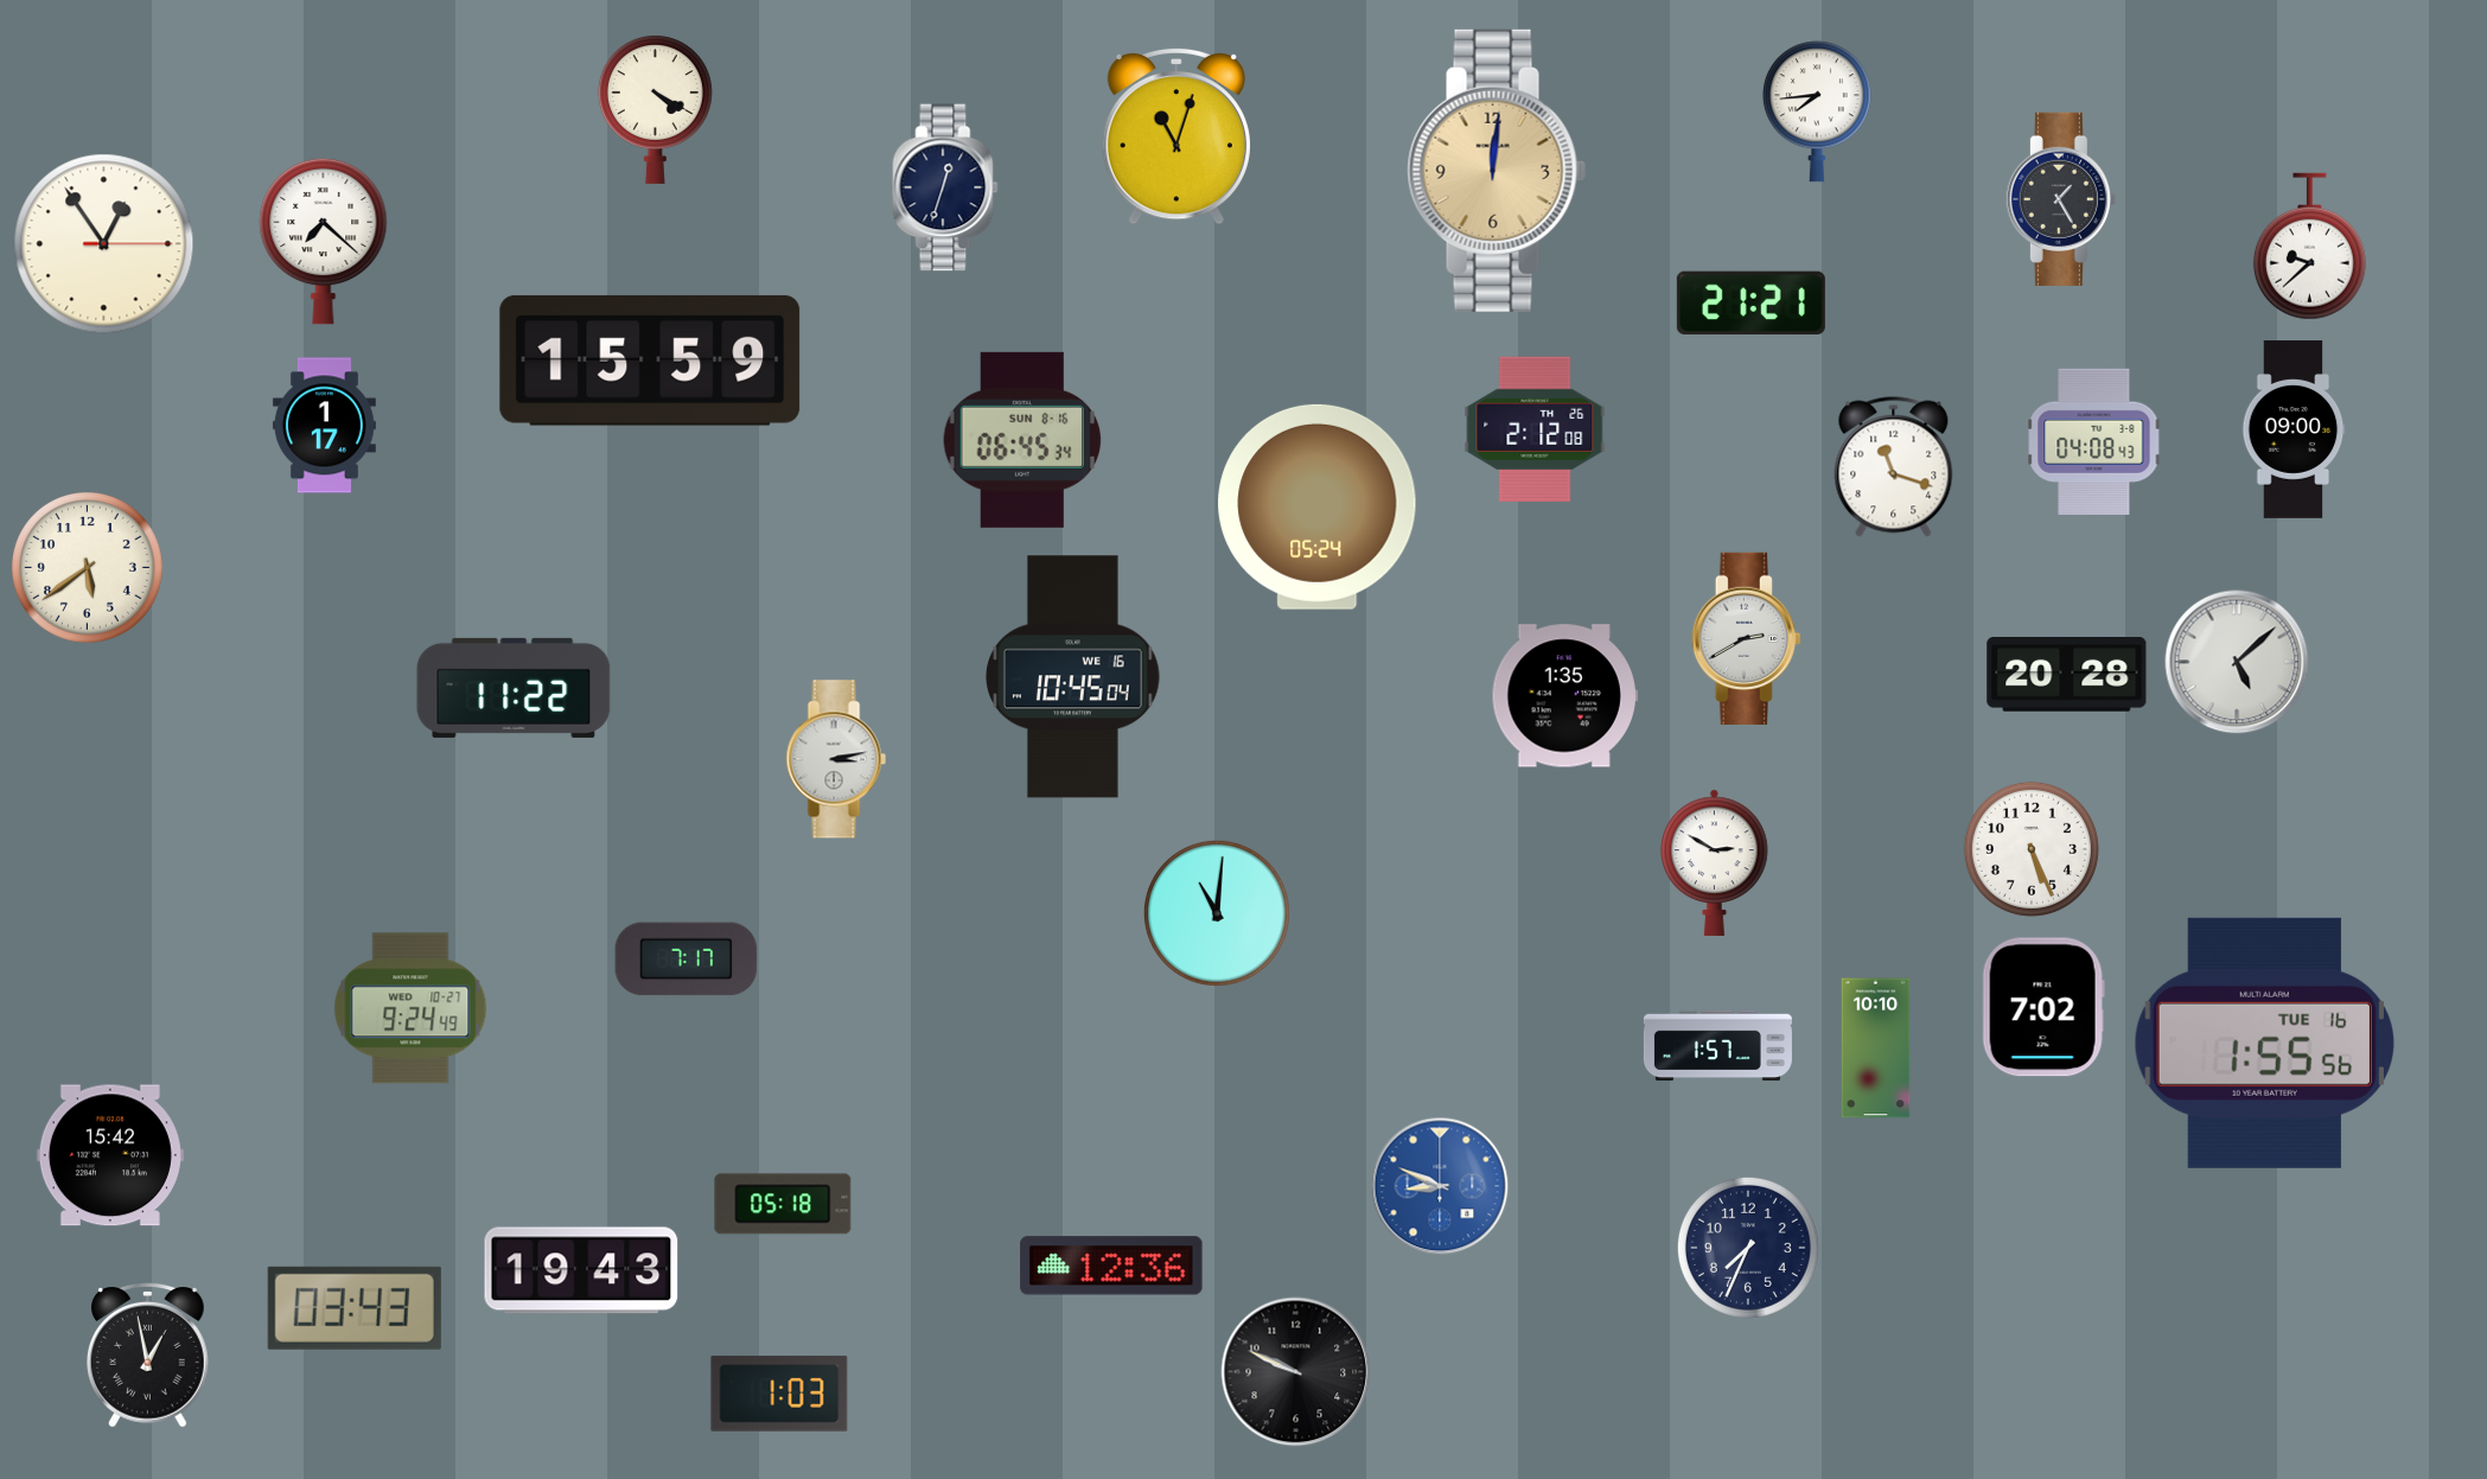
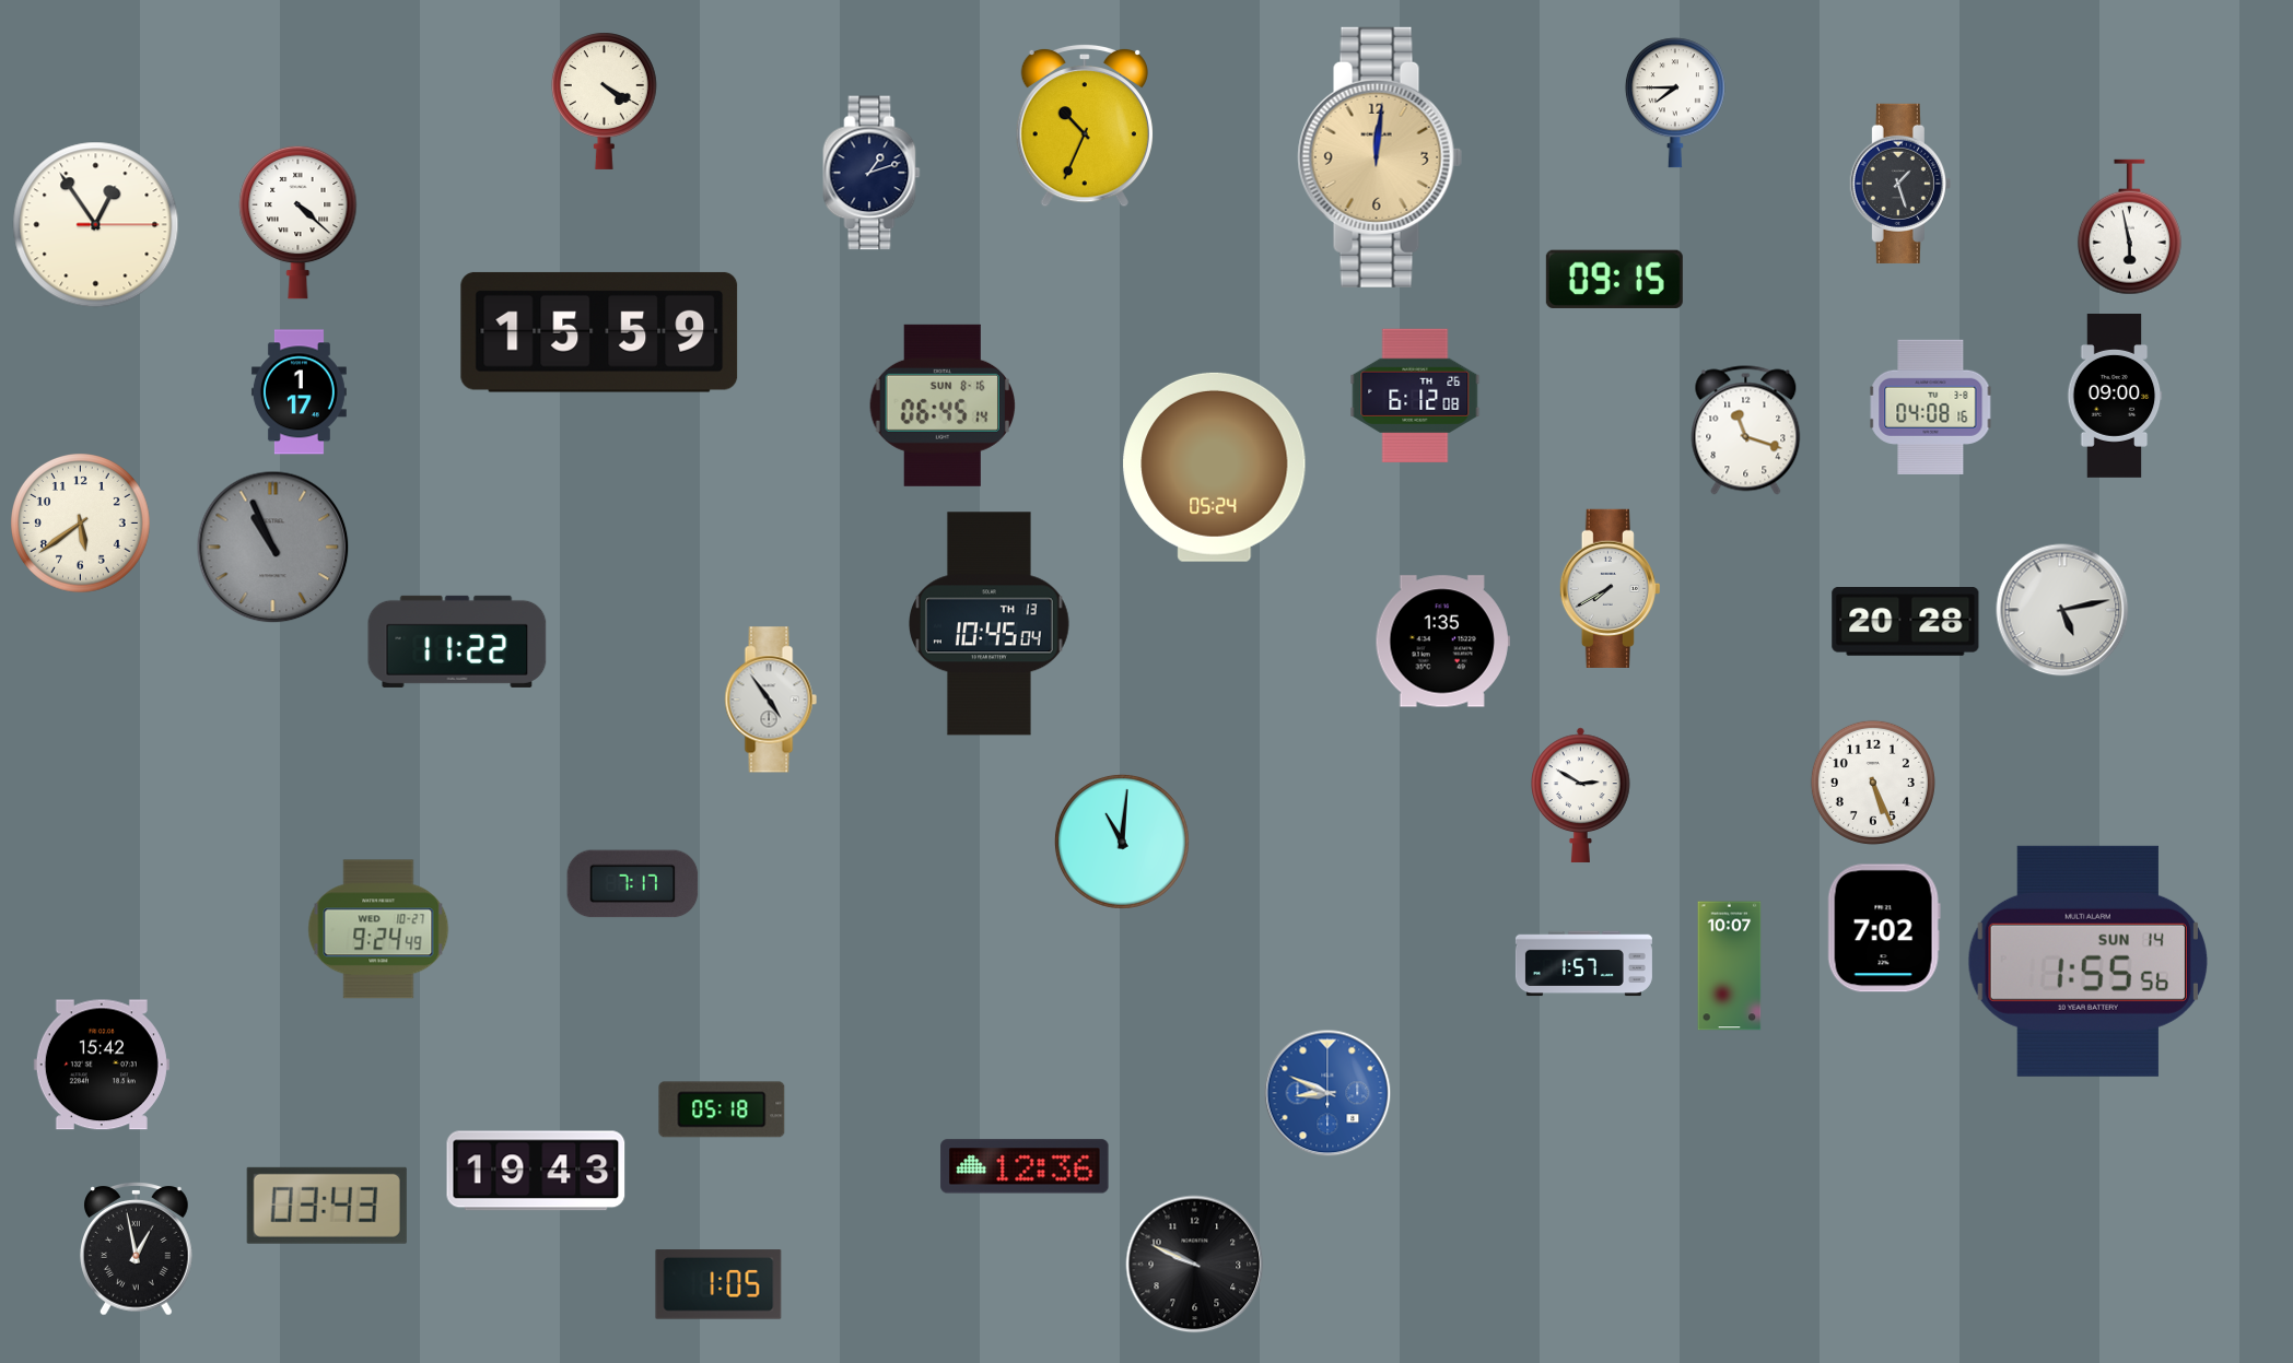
clock at (1817, 111): 7:44 -> 7:45
clock at (1176, 136): 11:03 -> 10:34
clock at (945, 187): 12:33 -> 1:12
clock at (2061, 199): 1:25 -> 1:27
clock at (324, 241): 7:22 -> 4:22
clock at (2309, 247): 9:38 -> 5:58
clock at (1751, 302): 21:21 -> 09:15
clock at (1535, 429): 2:12 -> 6:12
clock at (1022, 440): 06:45:34 -> 06:45:14
clock at (2094, 441): 04:08:43 -> 04:08:16
clock at (273, 548): none -> 10:56
clock at (1746, 638): 2:40 -> 7:40
clock at (2237, 662): 5:08 -> 5:13
clock at (1073, 677) date: WE 16 -> TH 13
clock at (514, 688) position: (514, 688) -> (457, 642)
clock at (836, 759): 3:13 -> 4:54
clock at (2264, 1043) date: TUE 16 -> SUN 14
clock at (1876, 1048): 10:10 -> 10:07
clock at (1748, 1248): 7:34 -> none
clock at (779, 1394): 1:03 -> 1:05
